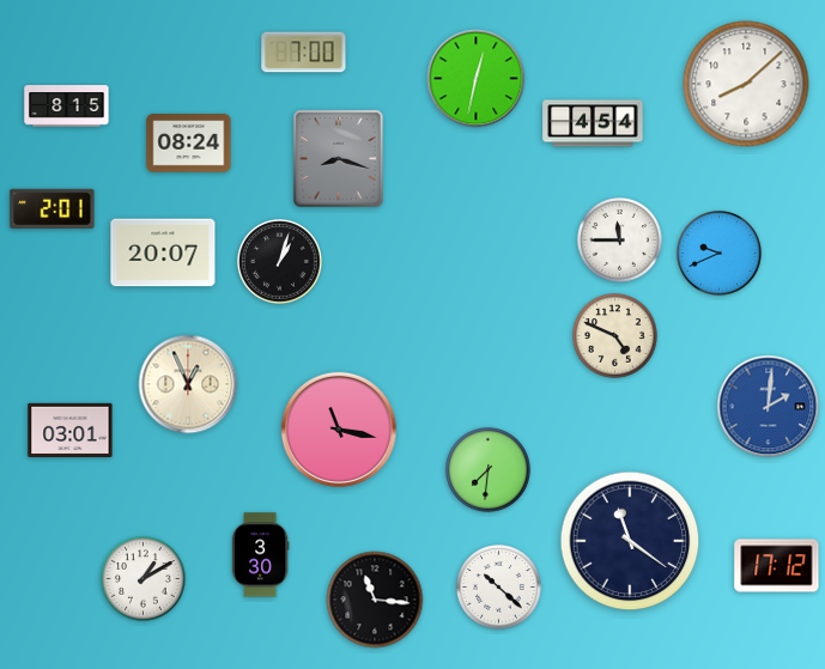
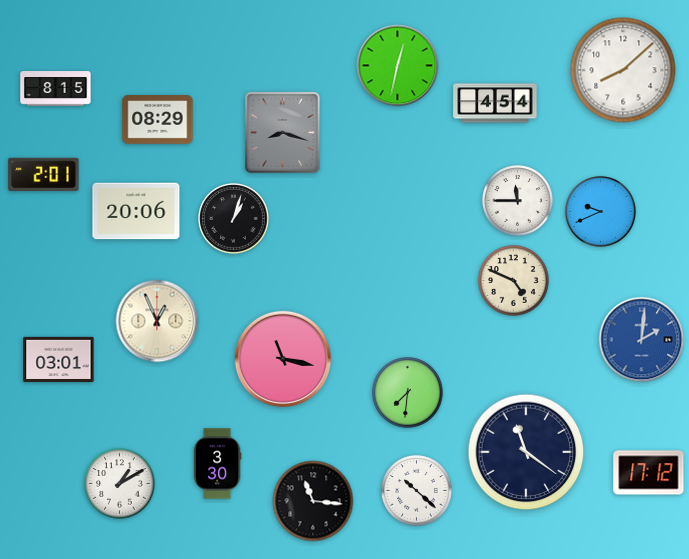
clock at (304, 53): 7:00 -> none
clock at (189, 144): 08:24 -> 08:29
clock at (163, 253): 20:07 -> 20:06
